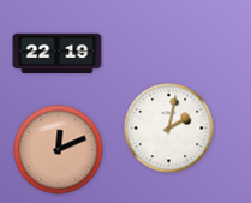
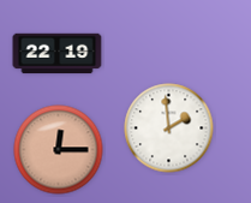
clock at (169, 129): 2:02 -> 1:59
clock at (59, 150): 12:11 -> 12:15
